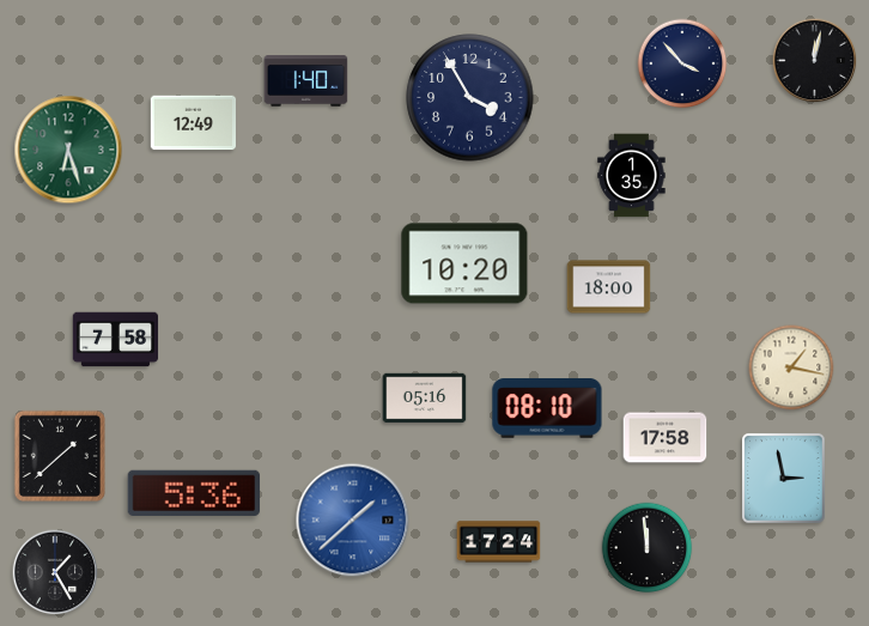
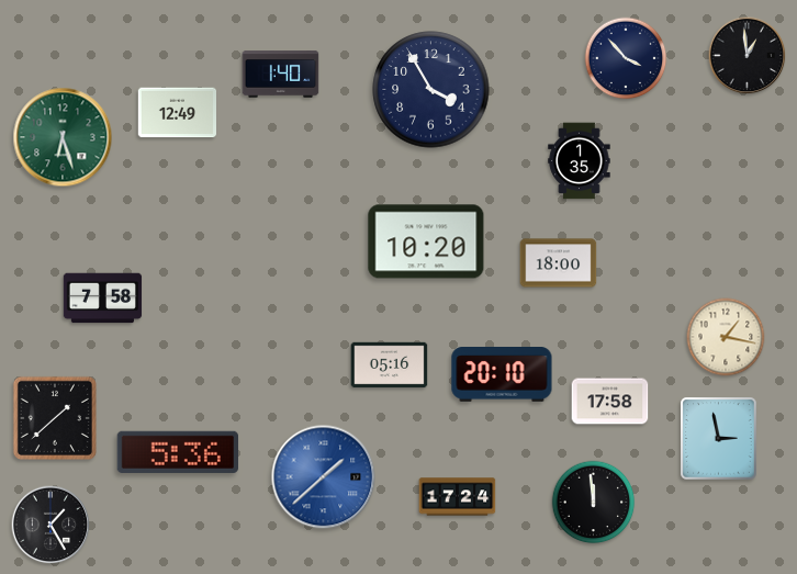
clock at (815, 61): 12:02 -> 12:59
clock at (116, 340) position: (116, 340) -> (103, 299)
clock at (547, 408): 08:10 -> 20:10
